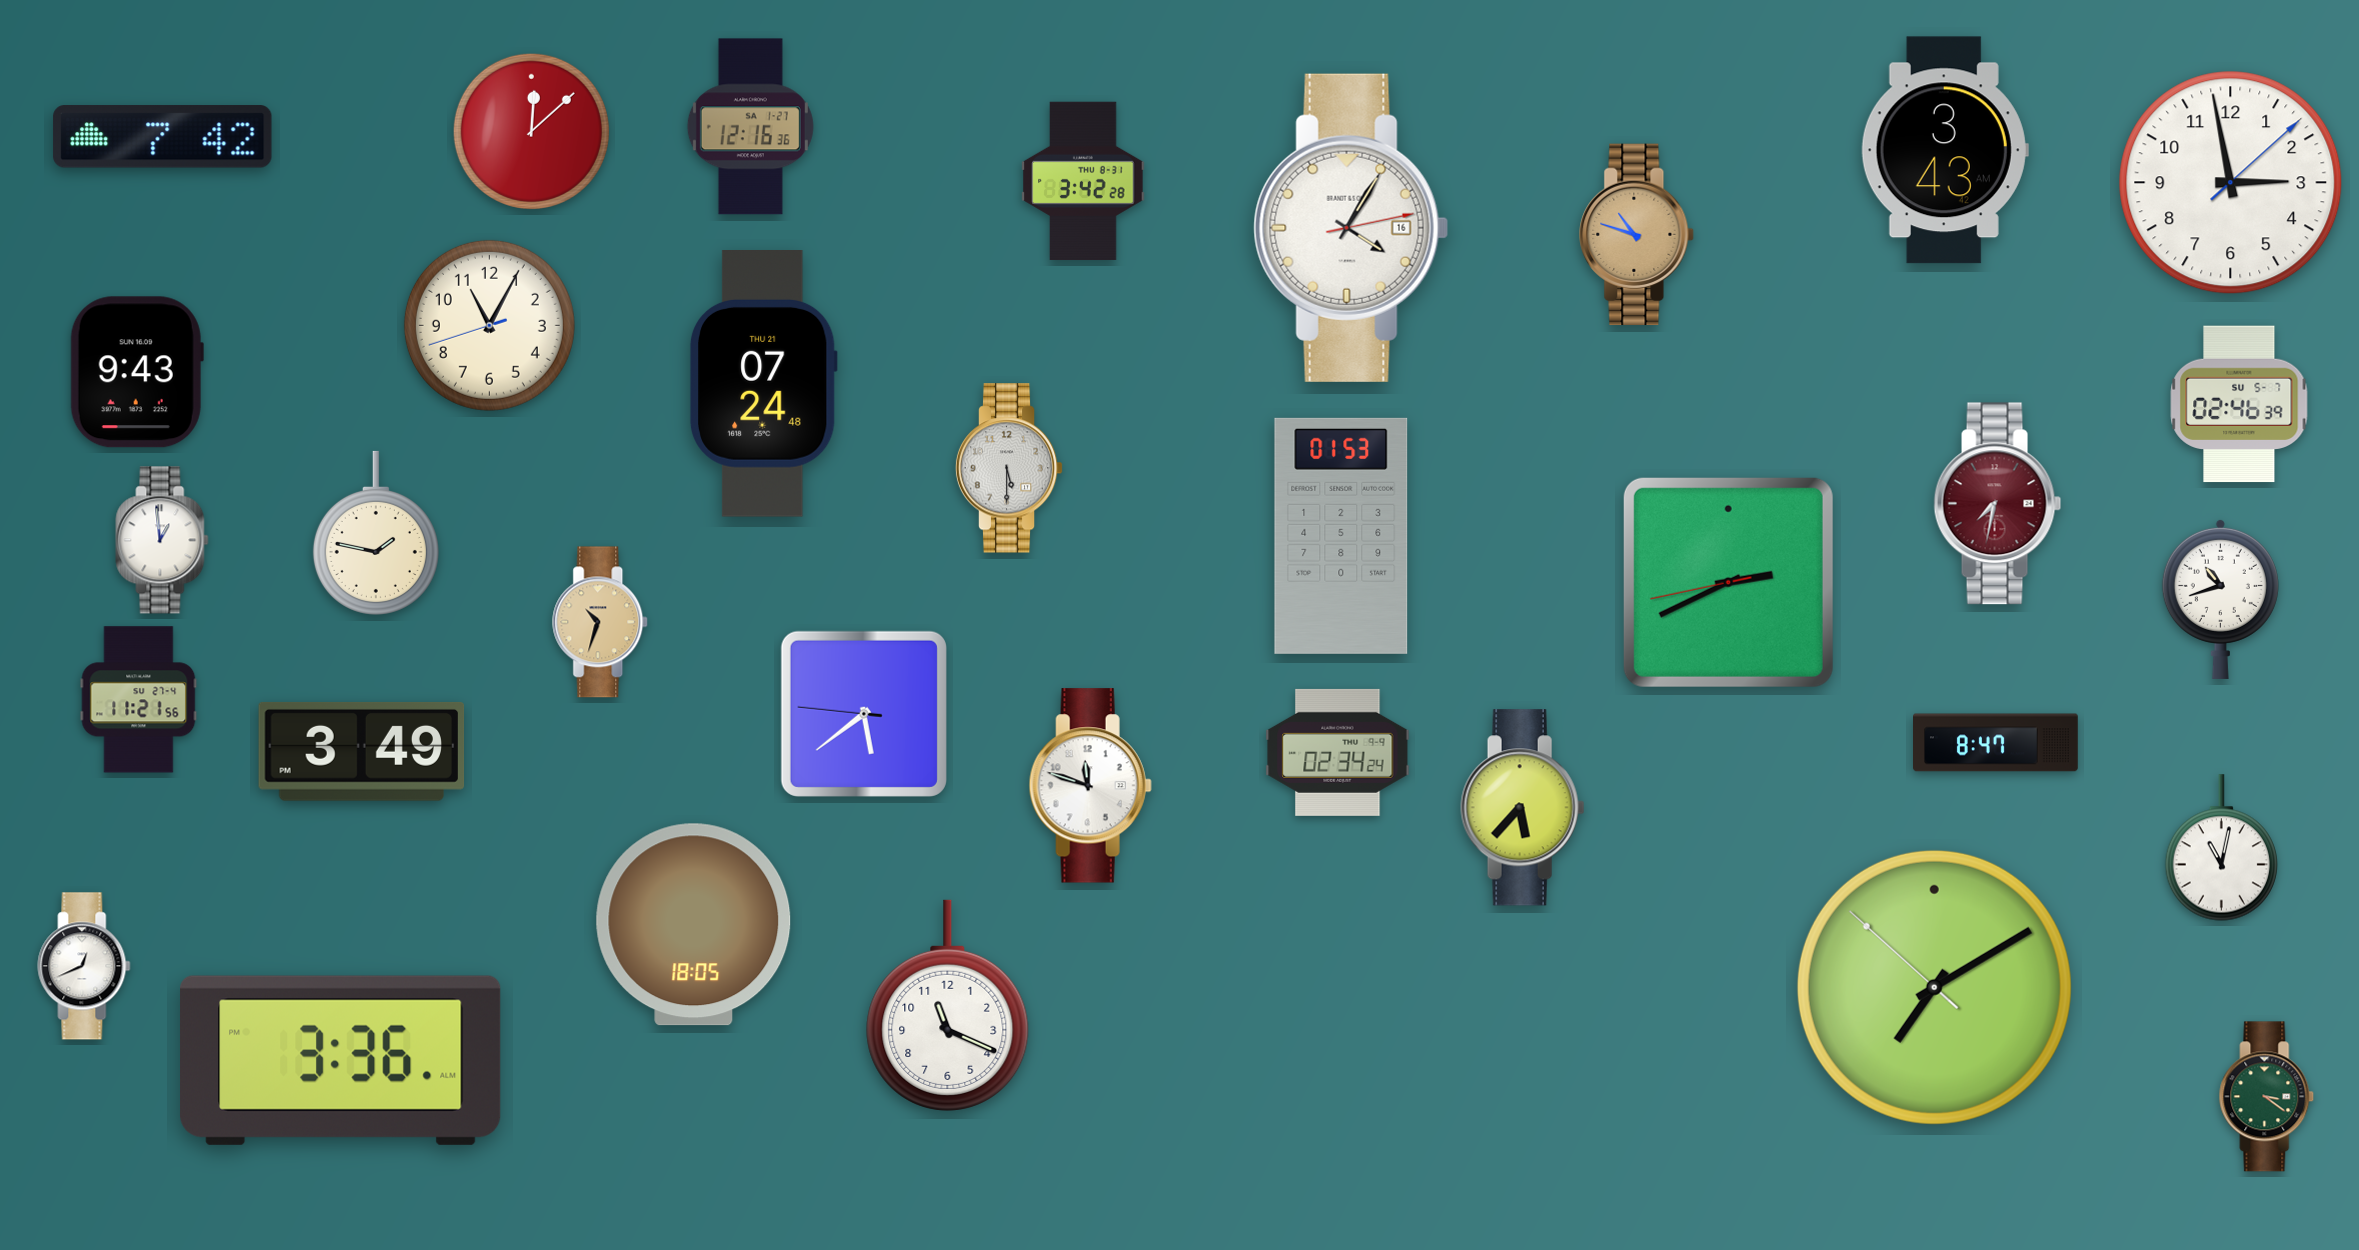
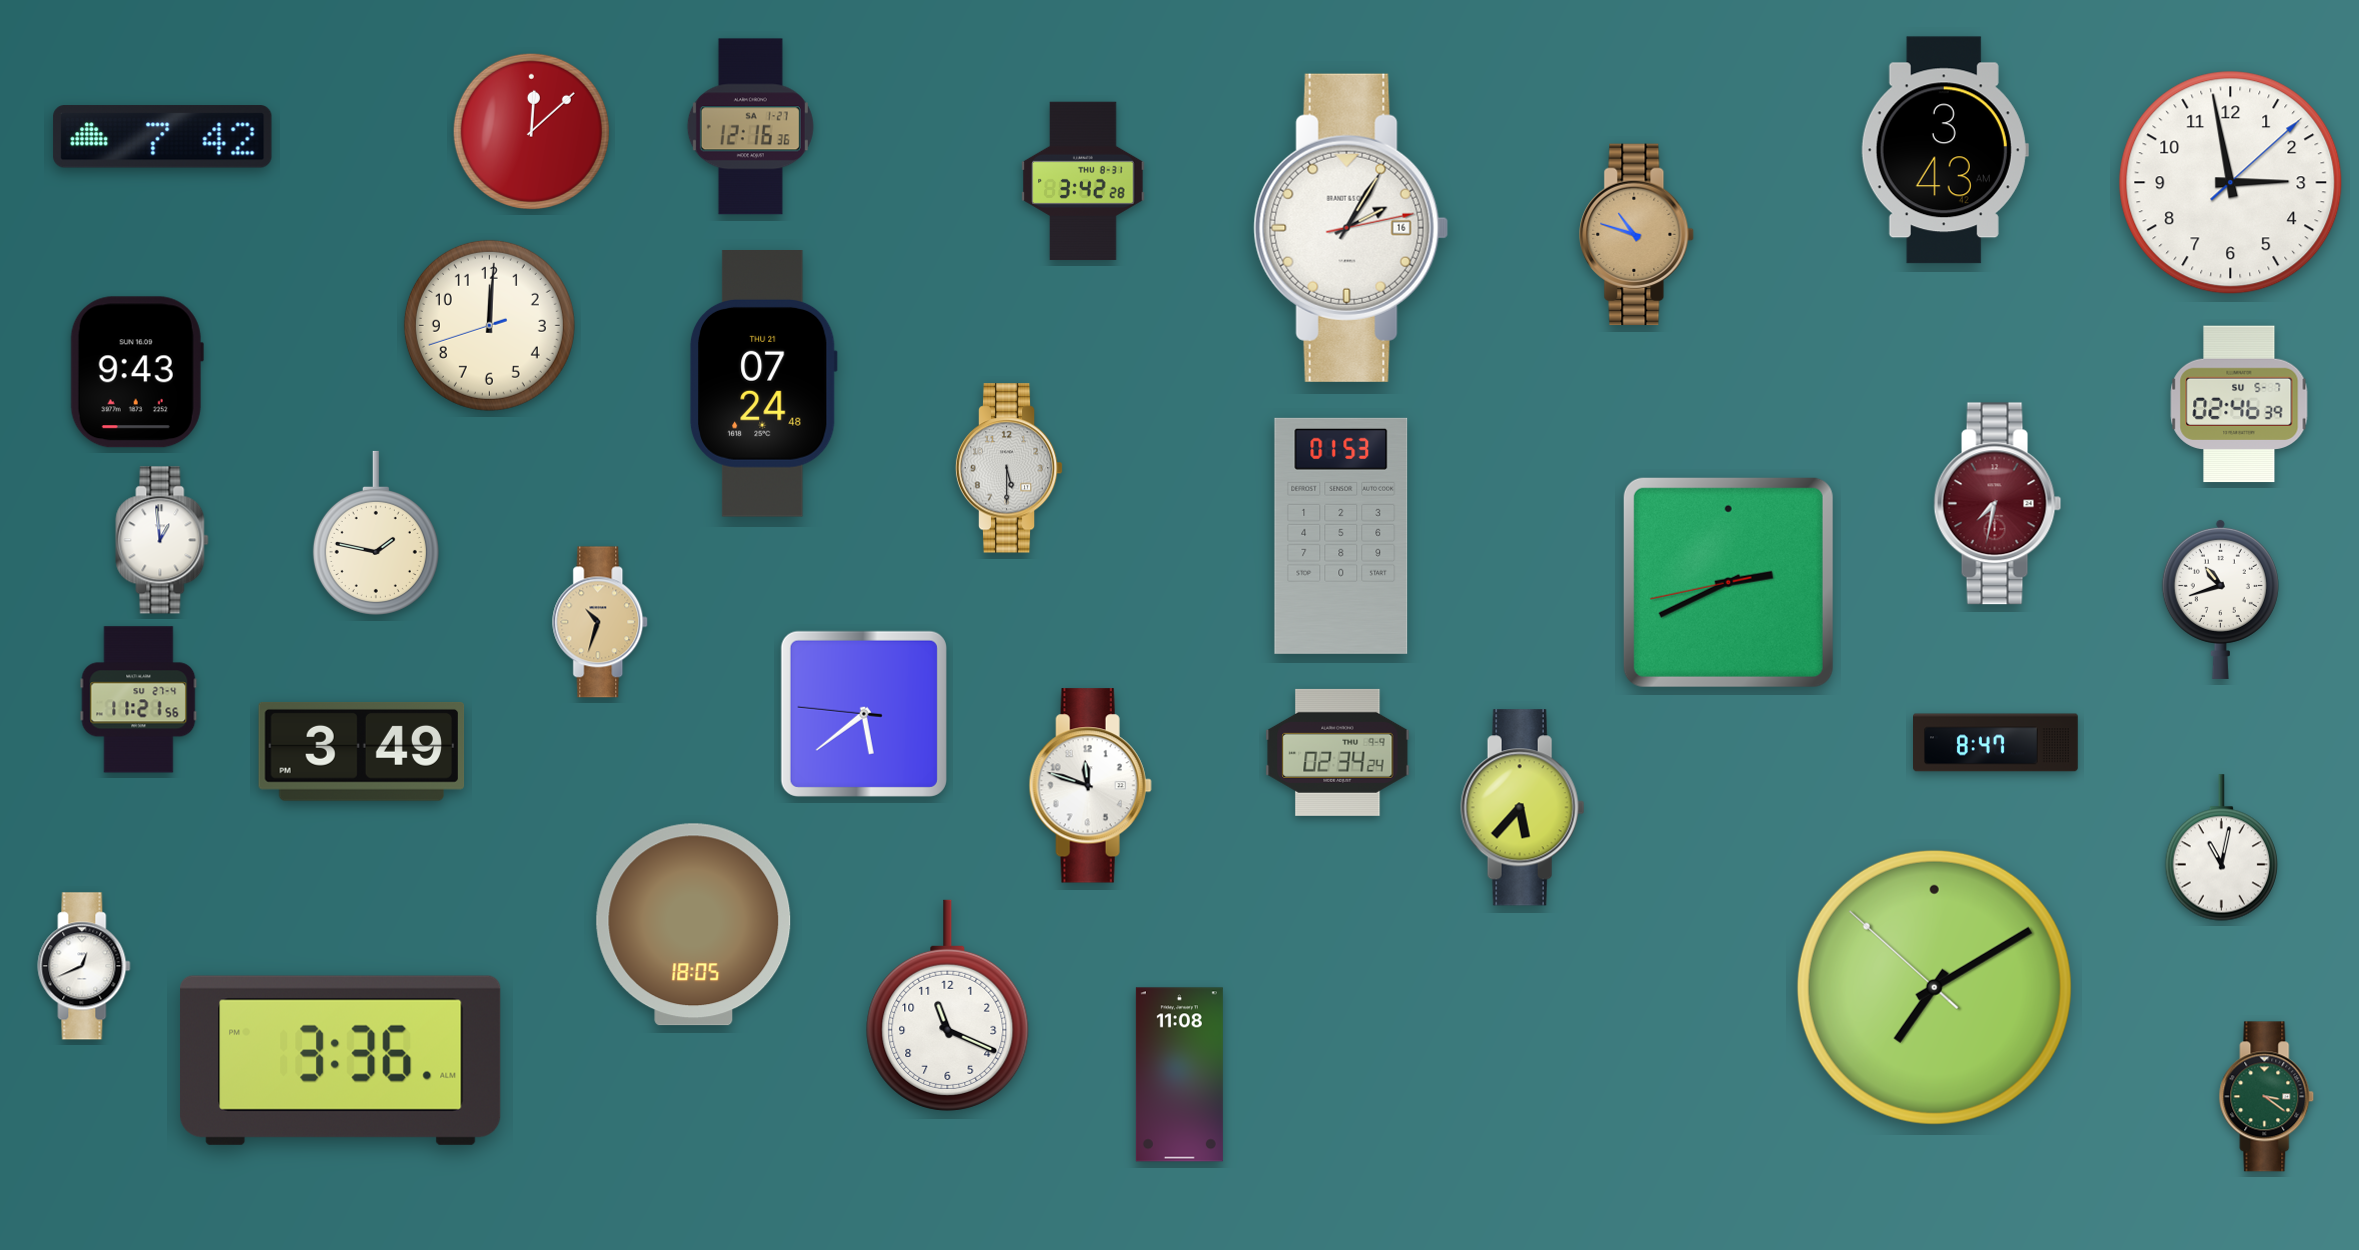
clock at (1351, 228): 4:05 -> 2:05
clock at (489, 325): 11:04 -> 12:00
clock at (1179, 1075): none -> 11:08
